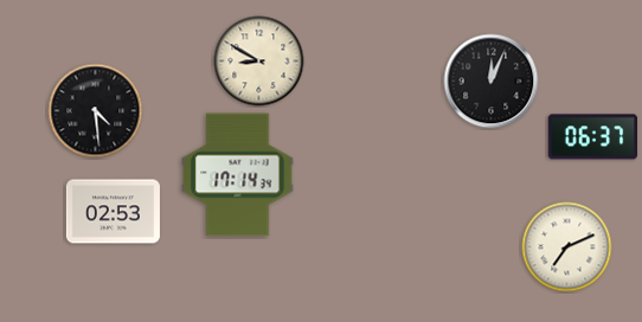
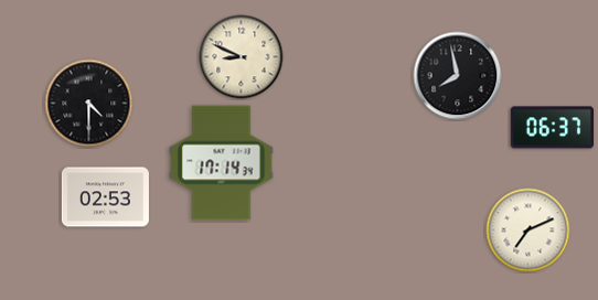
clock at (259, 62): 8:50 -> 8:49
clock at (492, 82): 12:04 -> 7:58
clock at (96, 111): 4:29 -> 4:30
